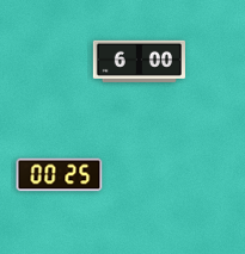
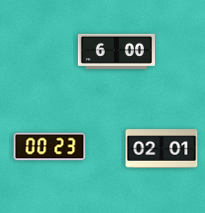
clock at (60, 175): 00:25 -> 00:23
clock at (162, 149): none -> 02:01
